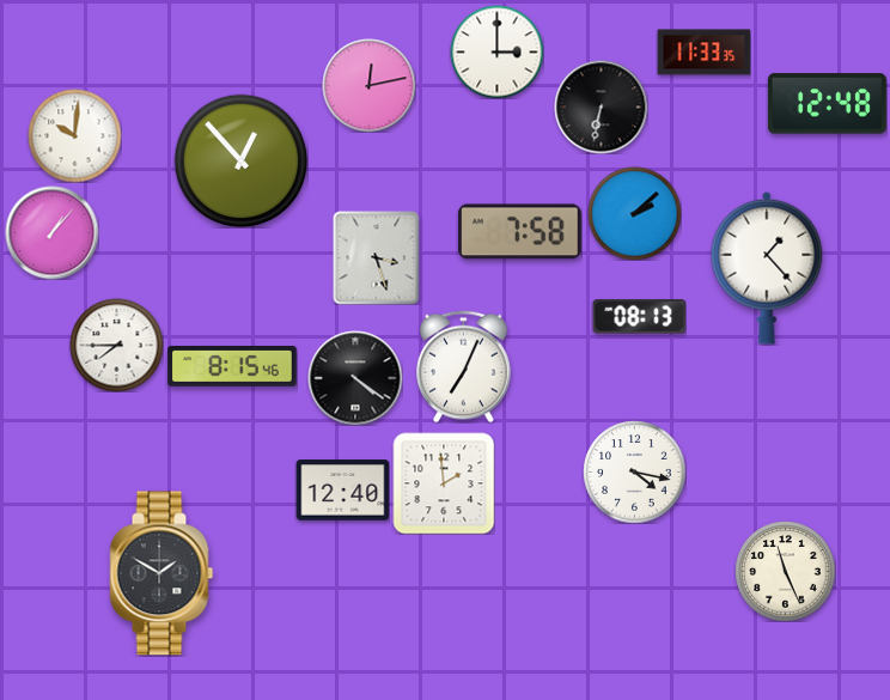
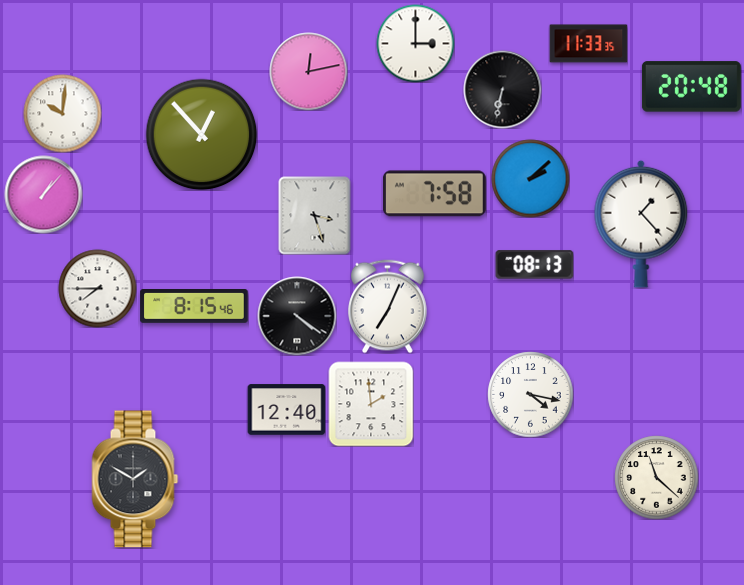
clock at (827, 104): 12:48 -> 20:48
clock at (785, 571): 11:26 -> 11:22
